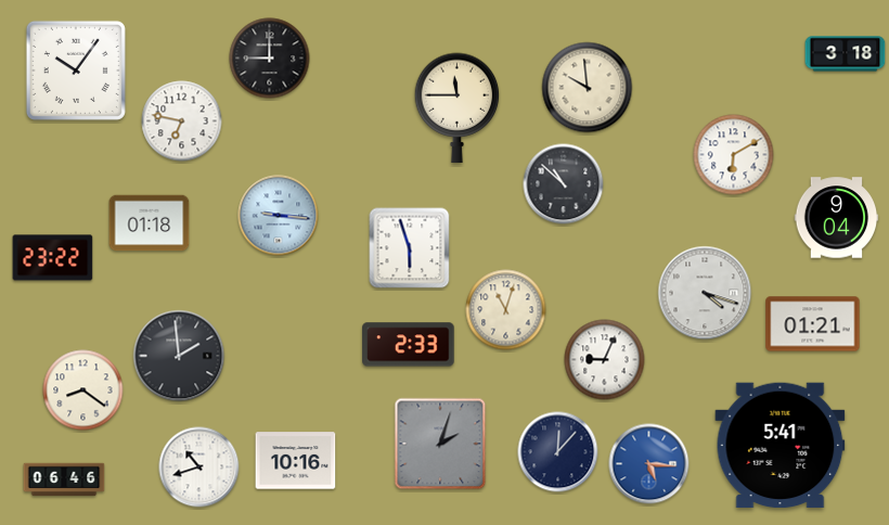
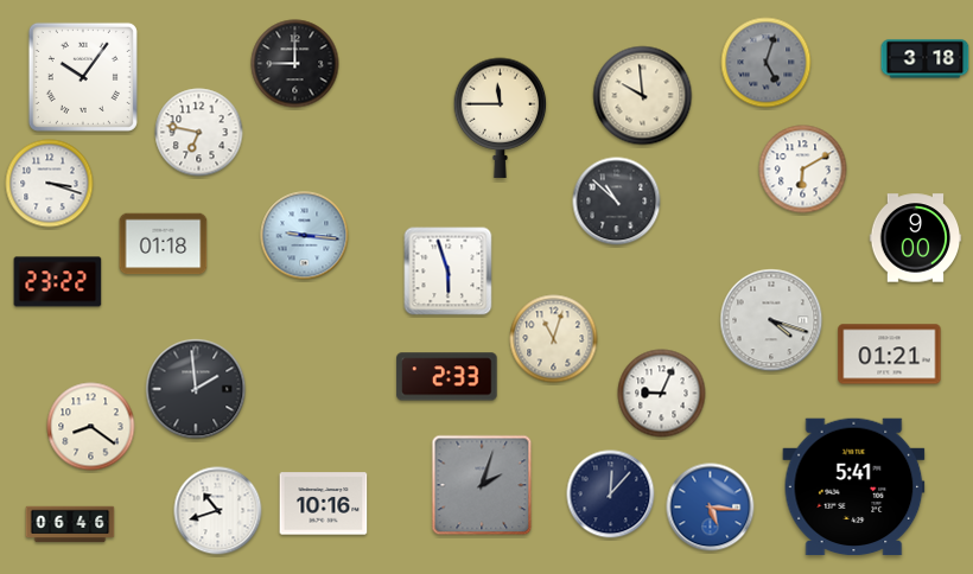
clock at (767, 63): none -> 5:03
clock at (50, 184): none -> 3:18
clock at (837, 218): 9:04 -> 9:00
